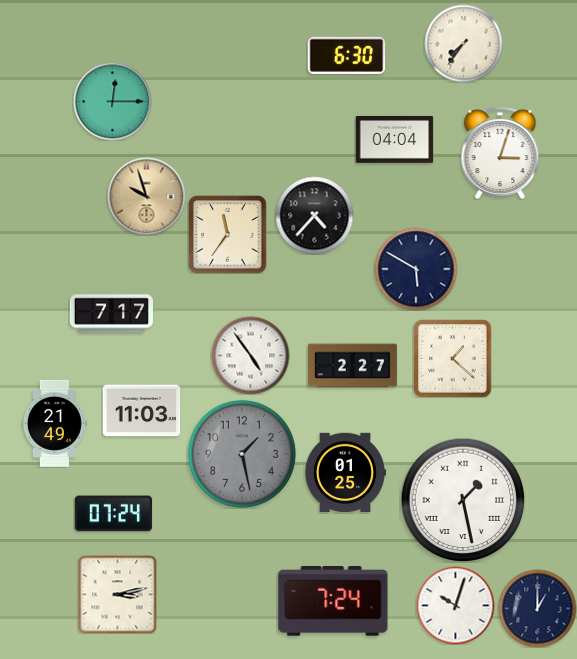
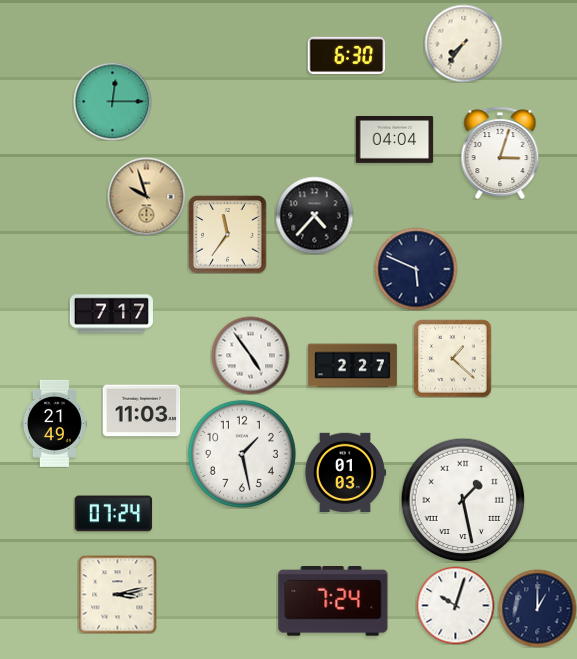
clock at (416, 269): 5:50 -> 5:49
clock at (242, 454) dial: grey -> white
clock at (345, 472): 01:25 -> 01:03
